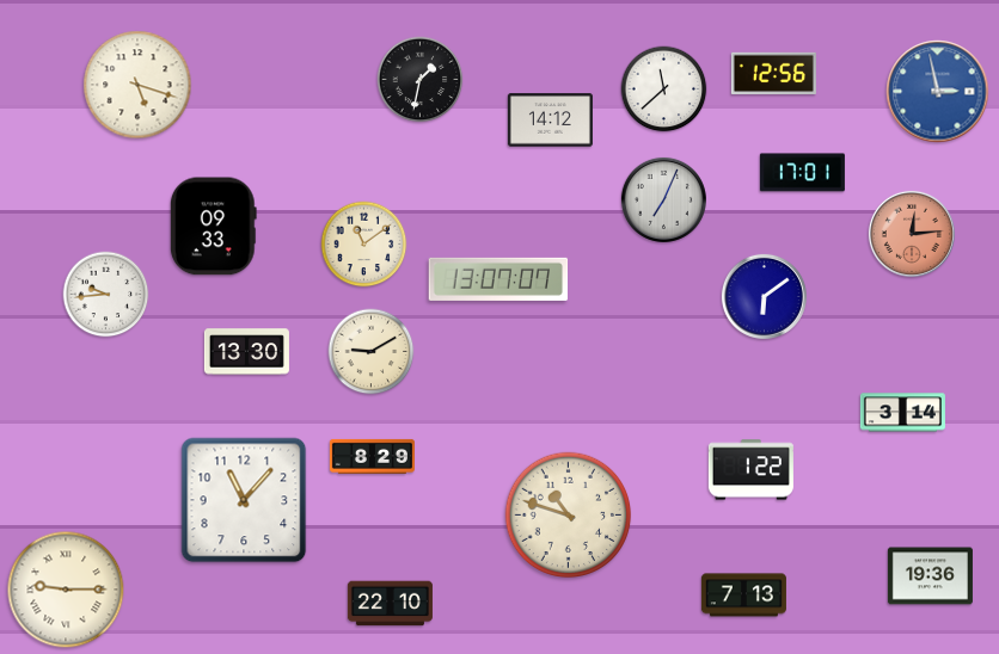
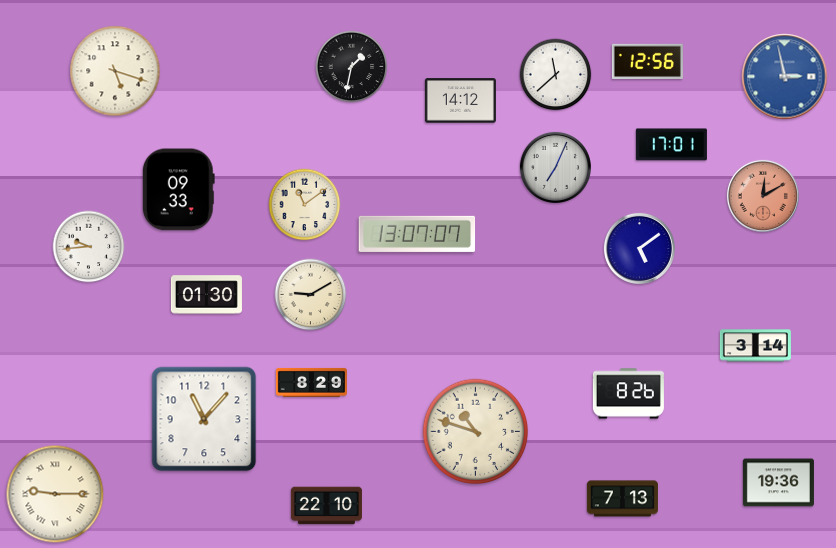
clock at (912, 234): 12:14 -> 12:10
clock at (764, 296): 6:09 -> 5:09
clock at (246, 352): 13:30 -> 01:30
clock at (750, 470): 1:22 -> 8:26
